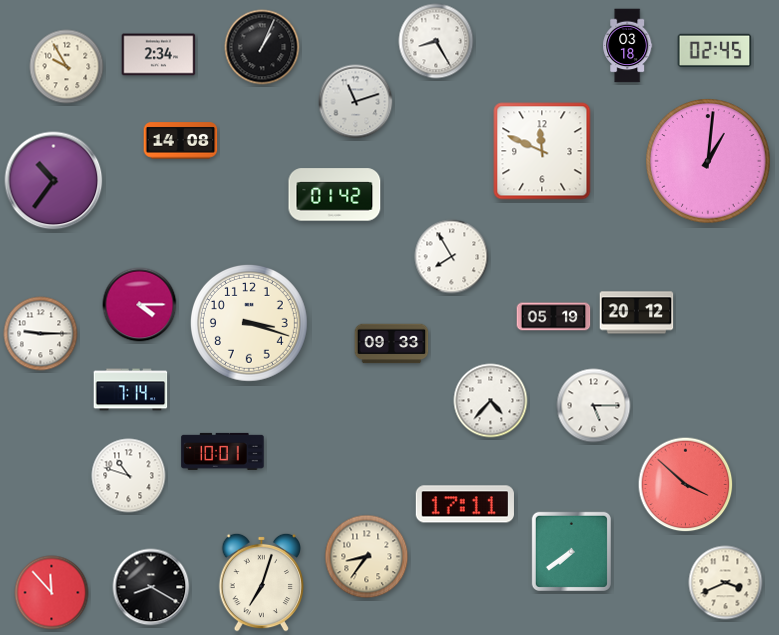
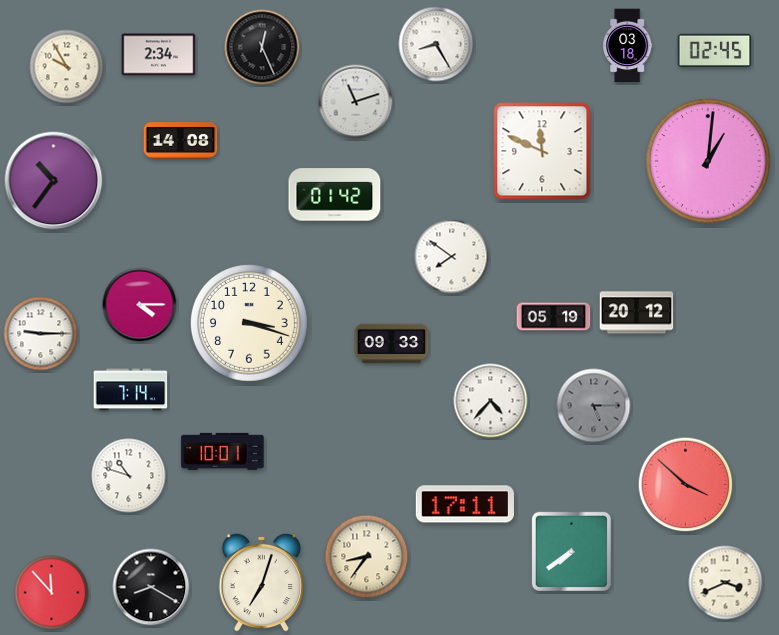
clock at (436, 41) position: (436, 41) -> (436, 44)
clock at (262, 47): 1:04 -> 12:26
clock at (452, 257): 7:55 -> 7:51
clock at (594, 406) dial: white -> grey
